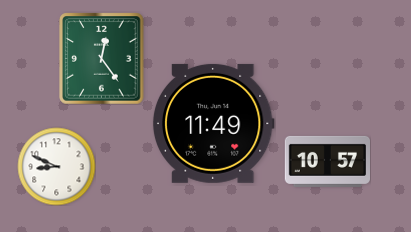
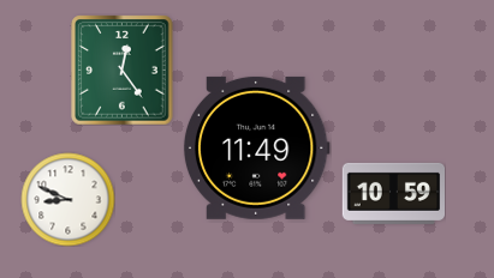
clock at (327, 161): 10:57 -> 10:59
